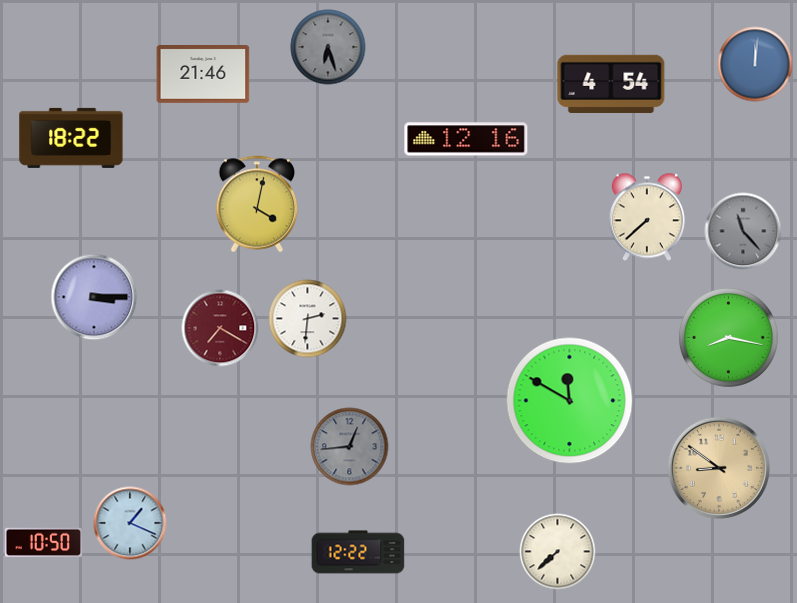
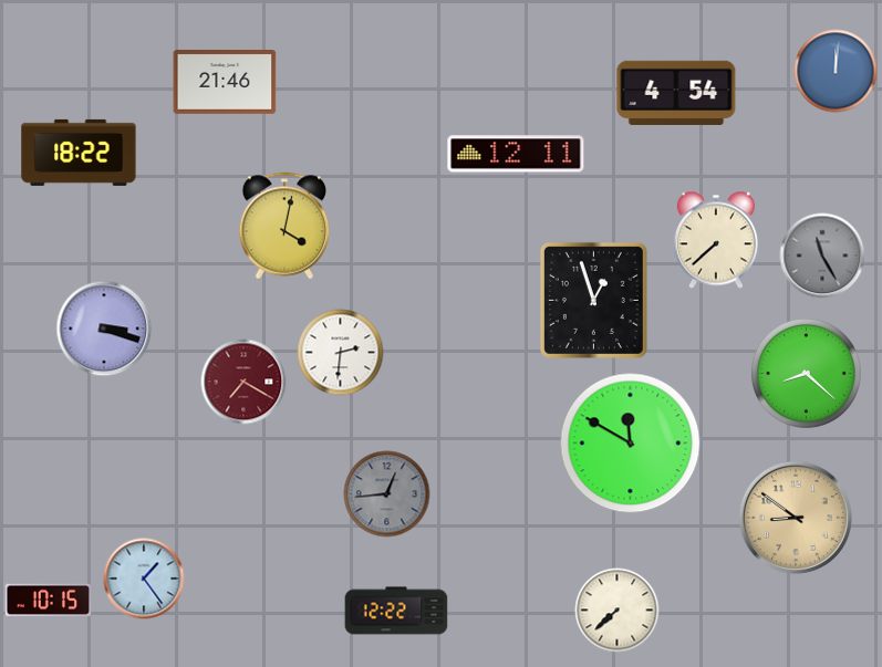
clock at (328, 47): 6:27 -> none
clock at (466, 139): 12:16 -> 12:11
clock at (743, 231): 11:23 -> 11:25
clock at (593, 300): none -> 12:57
clock at (94, 297): 3:15 -> 3:18
clock at (220, 328) position: (220, 328) -> (243, 382)
clock at (728, 337): 8:17 -> 8:22
clock at (130, 523): 1:19 -> 1:24
clock at (44, 543): 10:50 -> 10:15
